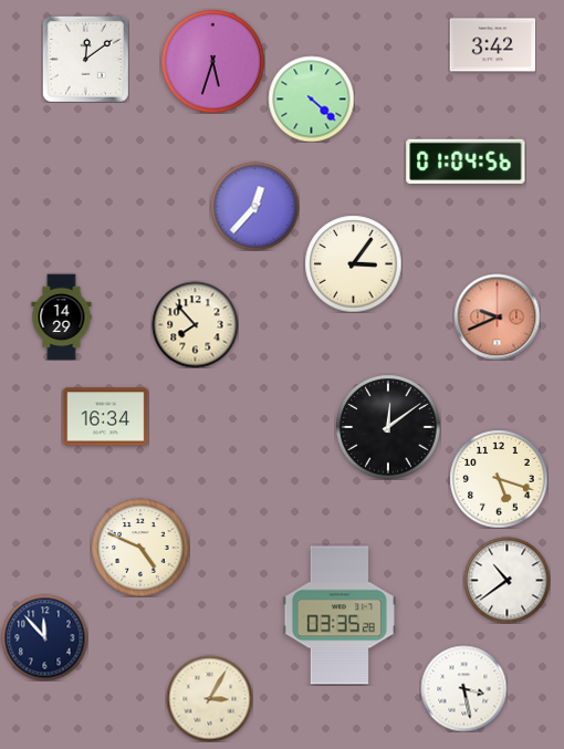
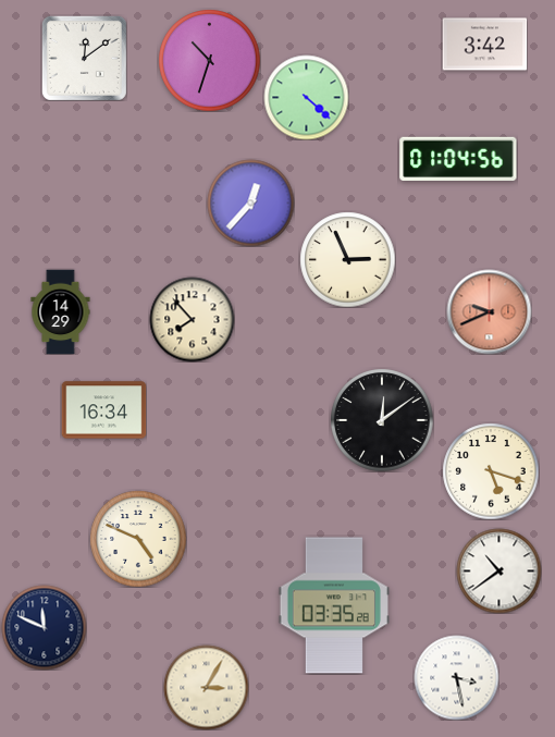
clock at (212, 61): 5:33 -> 10:33
clock at (353, 263): 3:06 -> 2:56
clock at (44, 637): 11:53 -> 11:49
